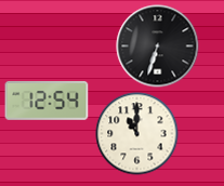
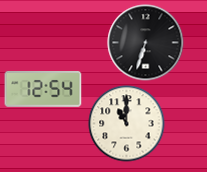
clock at (47, 101) position: (47, 101) -> (43, 89)
